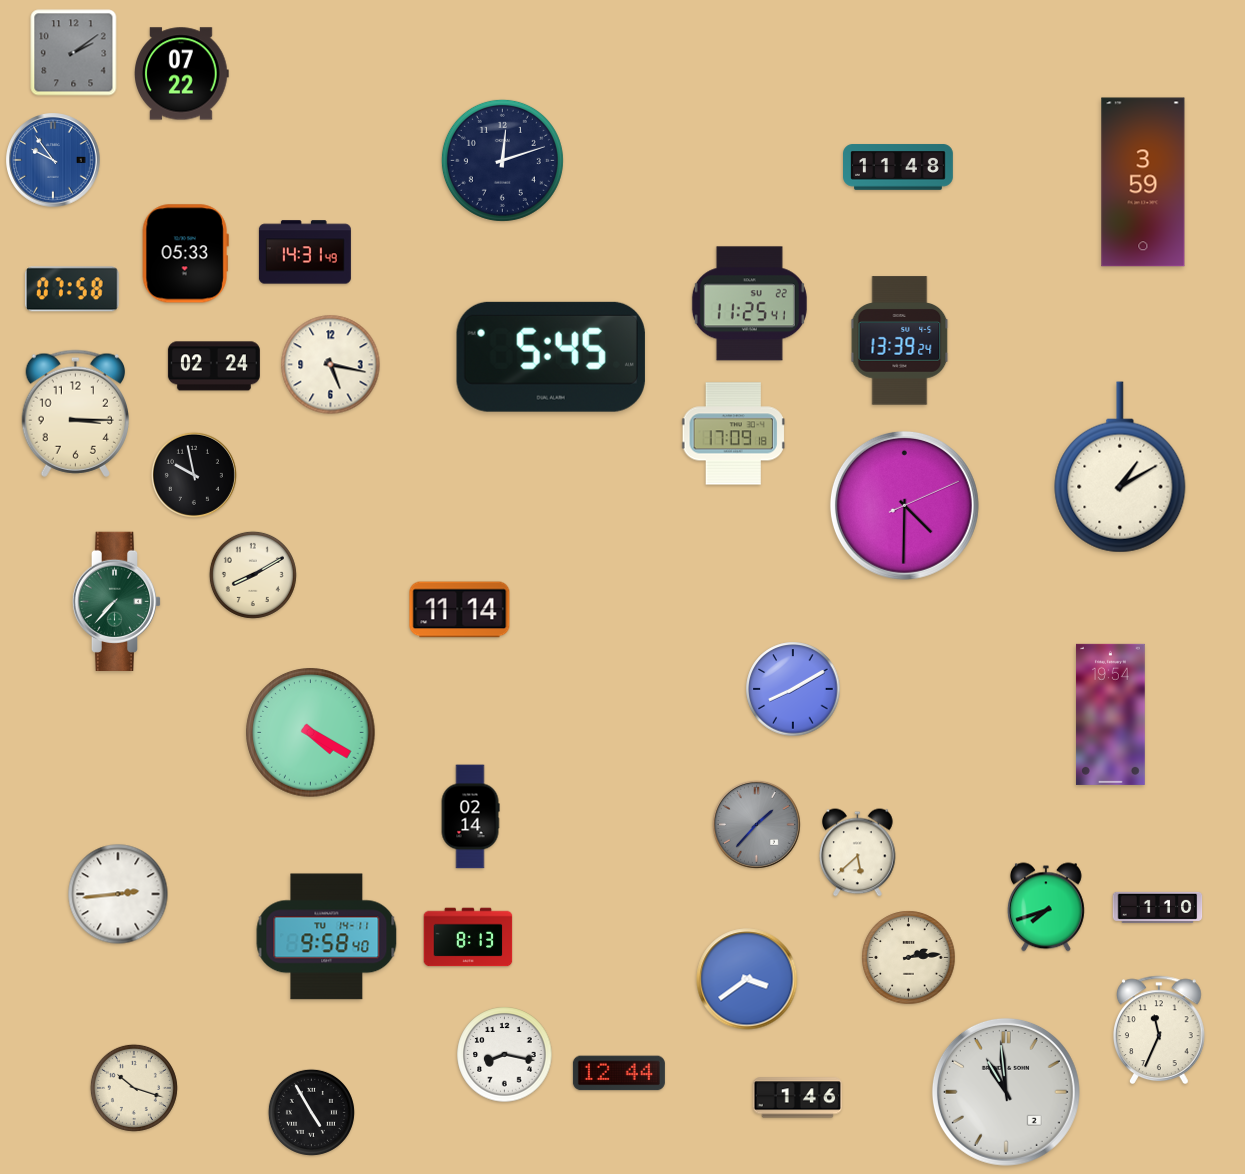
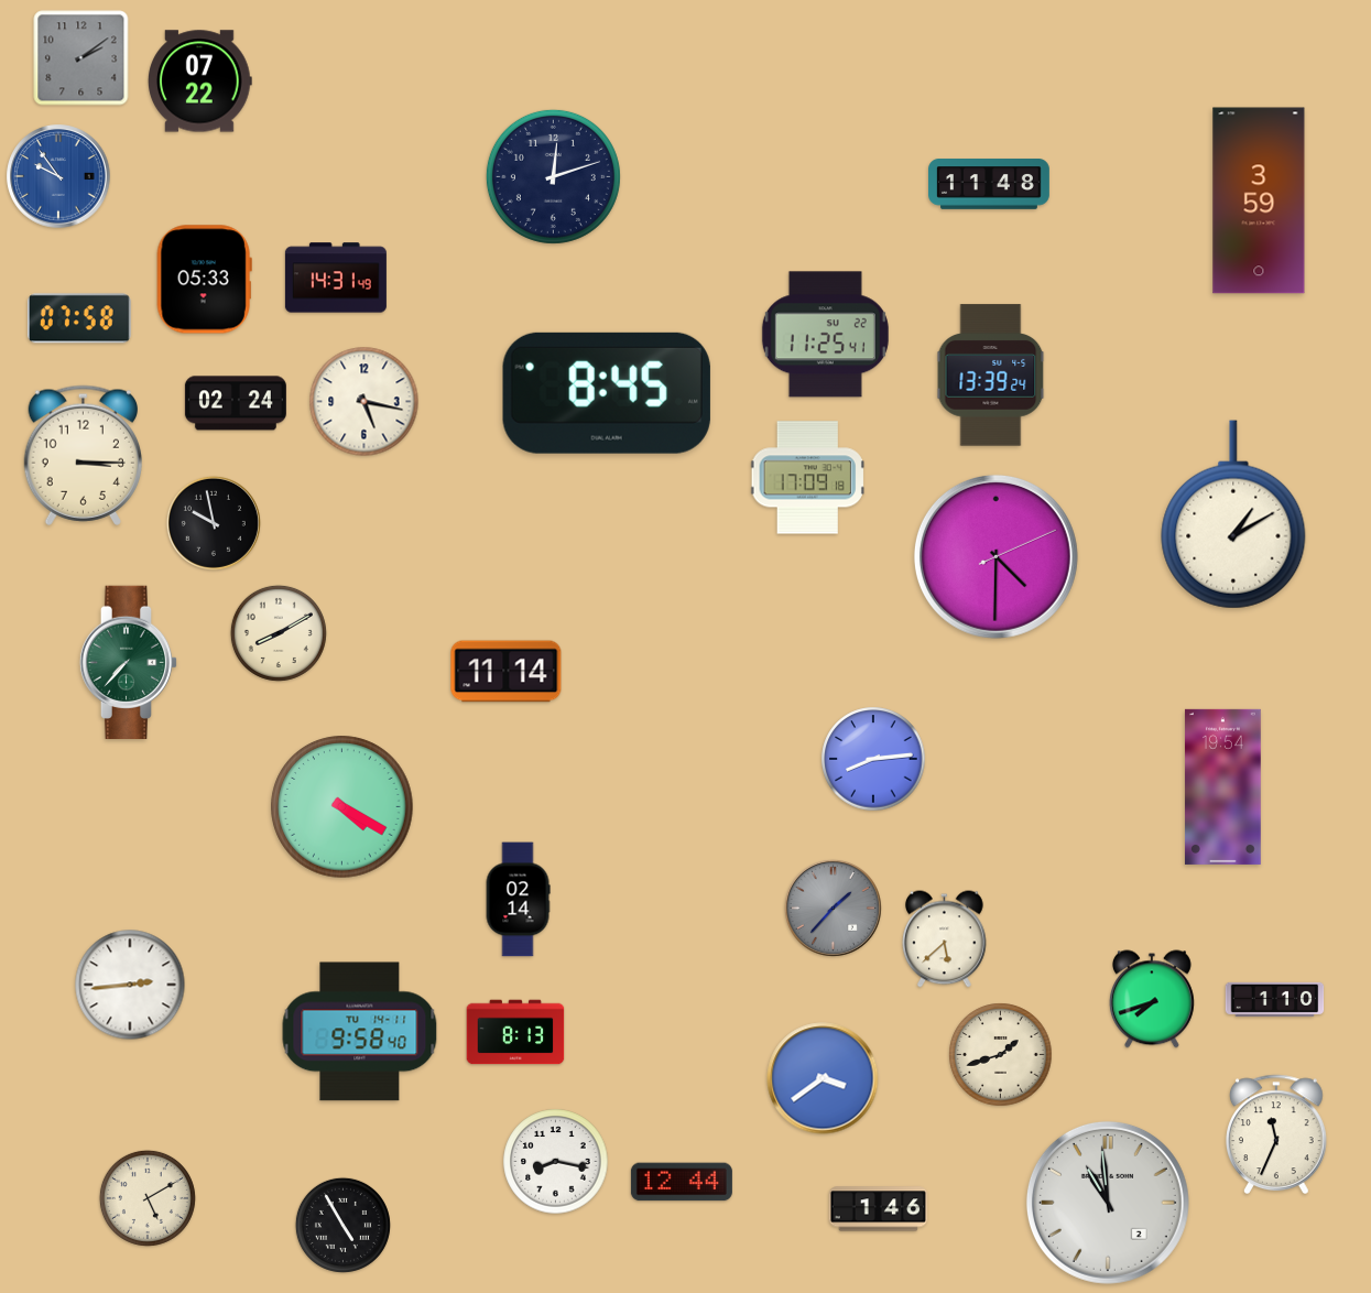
clock at (551, 357): 5:45 -> 8:45
clock at (793, 689): 8:10 -> 8:14
clock at (909, 958): 2:14 -> 1:42
clock at (134, 1088): 10:18 -> 5:10
